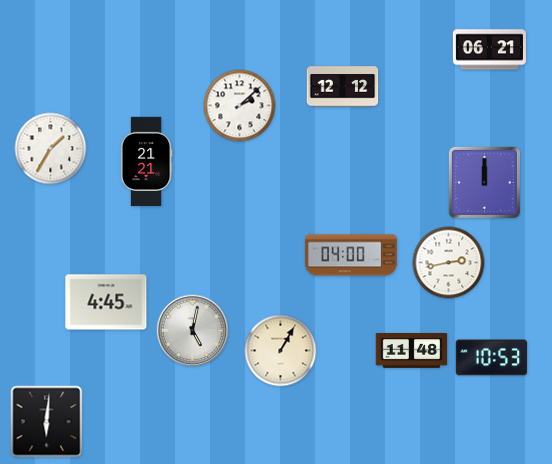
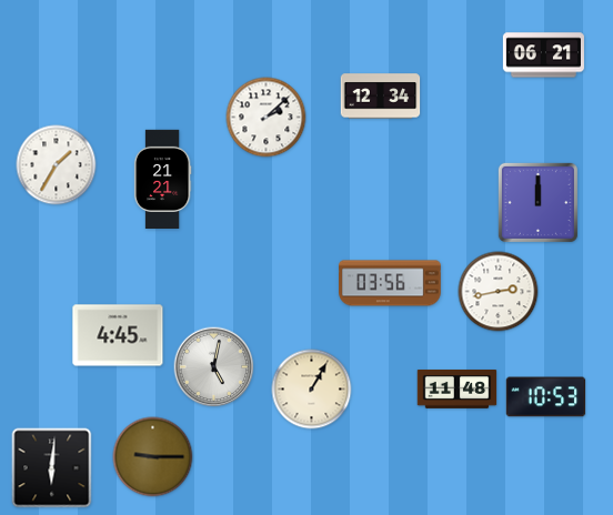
clock at (343, 87): 12:12 -> 12:34
clock at (352, 255): 04:00 -> 03:56
clock at (153, 457): none -> 9:15
